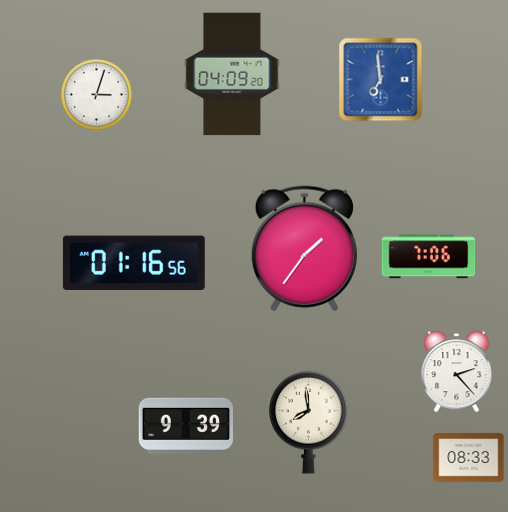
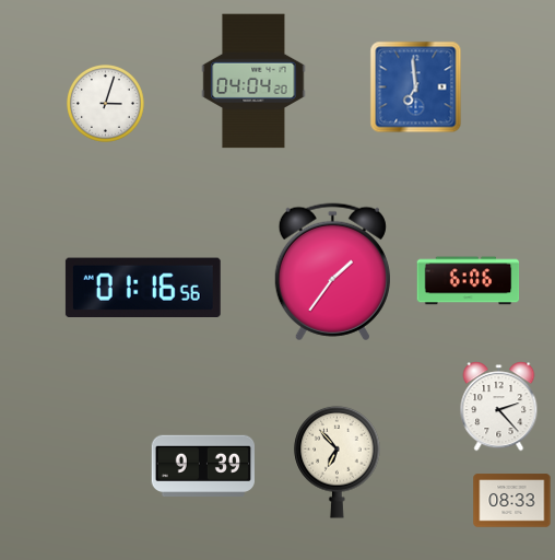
clock at (232, 74): 04:09 -> 04:04
clock at (429, 257): 7:06 -> 6:06
clock at (134, 262) position: (134, 262) -> (143, 287)
clock at (309, 422): 7:59 -> 6:53
